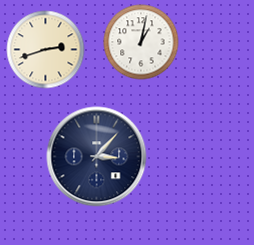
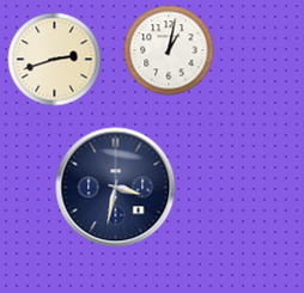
clock at (97, 157): 3:07 -> 3:32
